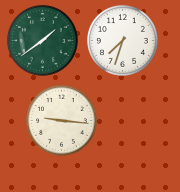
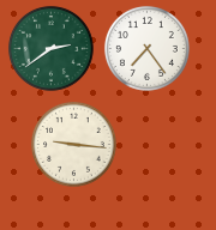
clock at (42, 40): 1:39 -> 2:39
clock at (122, 40): 7:33 -> 7:24
